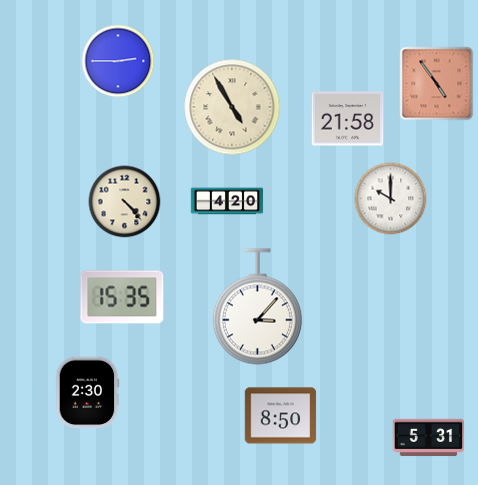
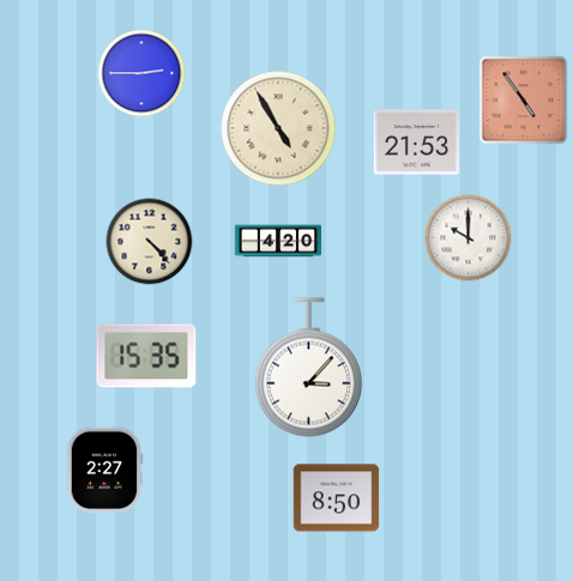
clock at (348, 119): 21:58 -> 21:53
clock at (227, 201) position: (227, 201) -> (278, 241)
clock at (88, 393): 2:30 -> 2:27
clock at (429, 438): 5:31 -> none
